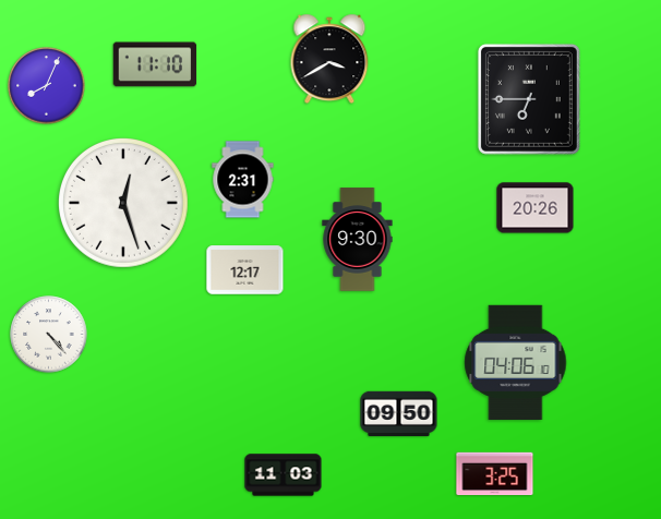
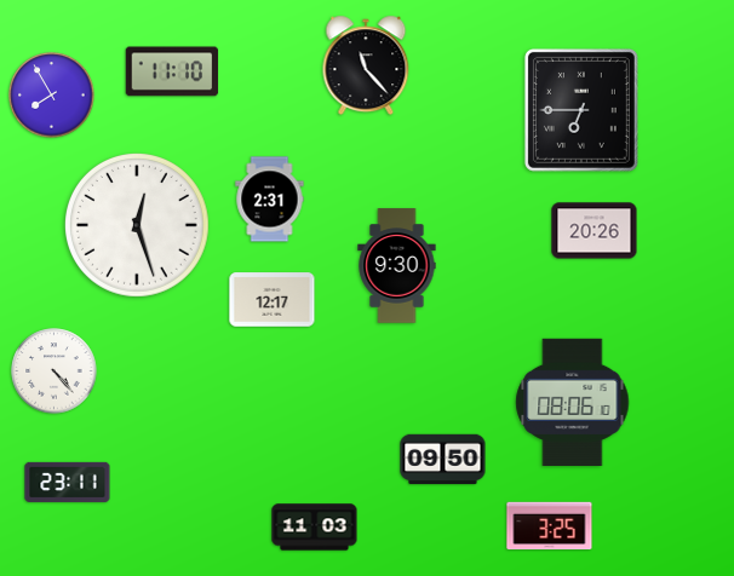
clock at (329, 59): 3:40 -> 11:23
clock at (47, 86): 8:04 -> 7:55
clock at (529, 99) position: (529, 99) -> (581, 110)
clock at (516, 362): 04:06 -> 08:06
clock at (68, 482): none -> 23:11
